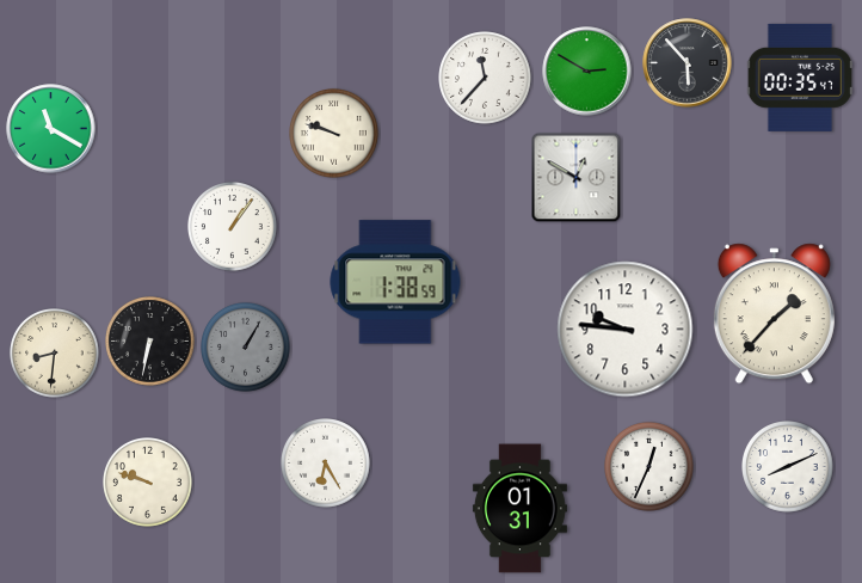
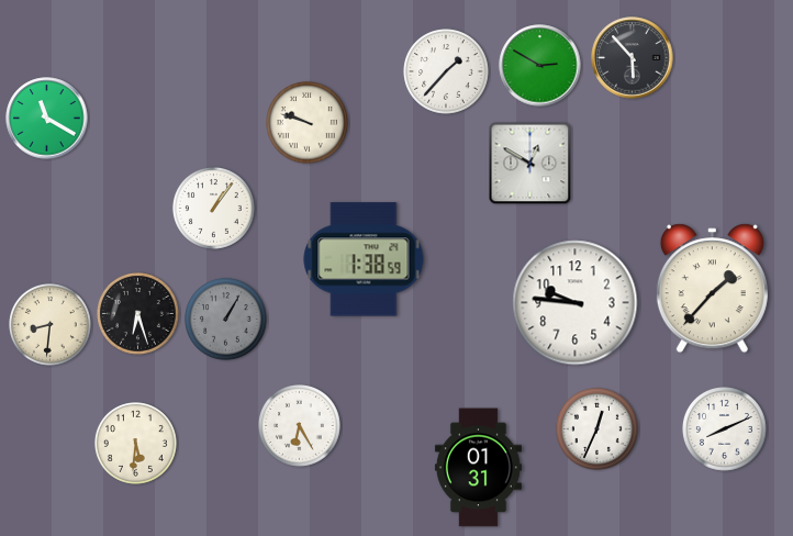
clock at (485, 78): 11:37 -> 1:37
clock at (799, 78): 00:35 -> none
clock at (150, 342): 6:32 -> 6:27
clock at (148, 483): 9:48 -> 5:31
